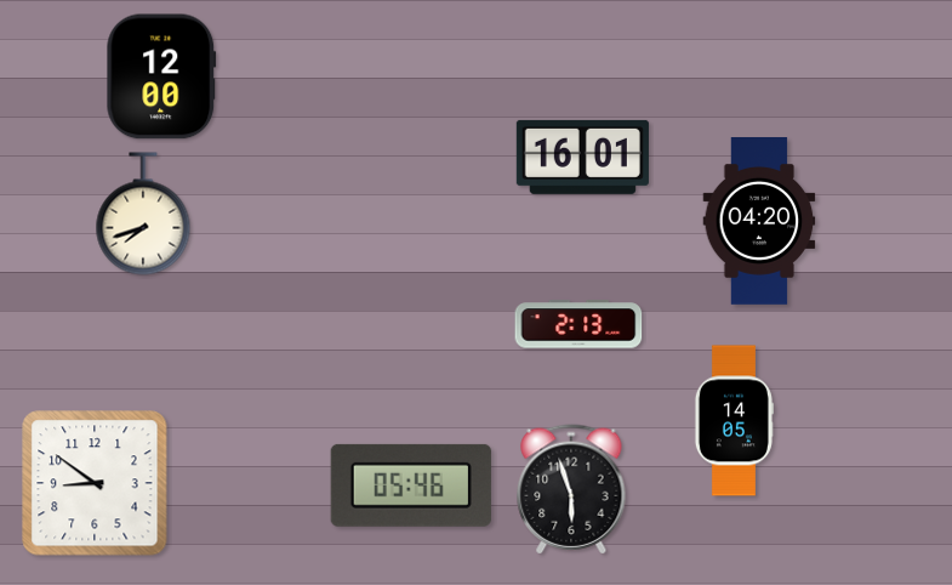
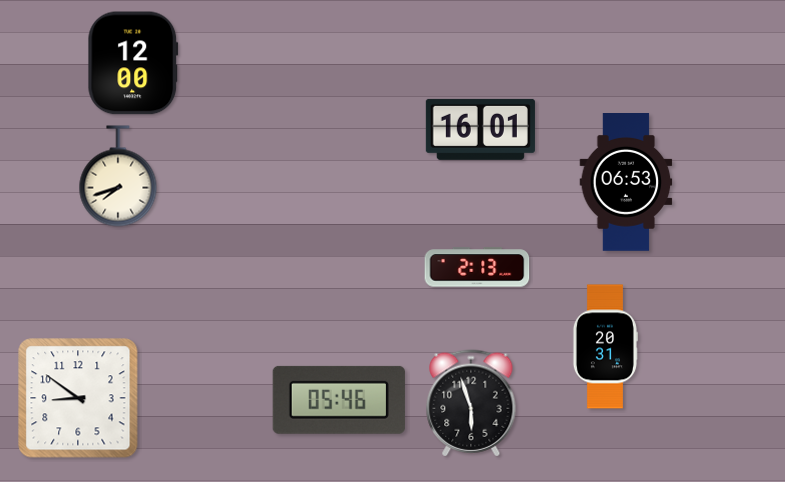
clock at (759, 222): 04:20 -> 06:53
clock at (734, 421): 14:05 -> 20:31
